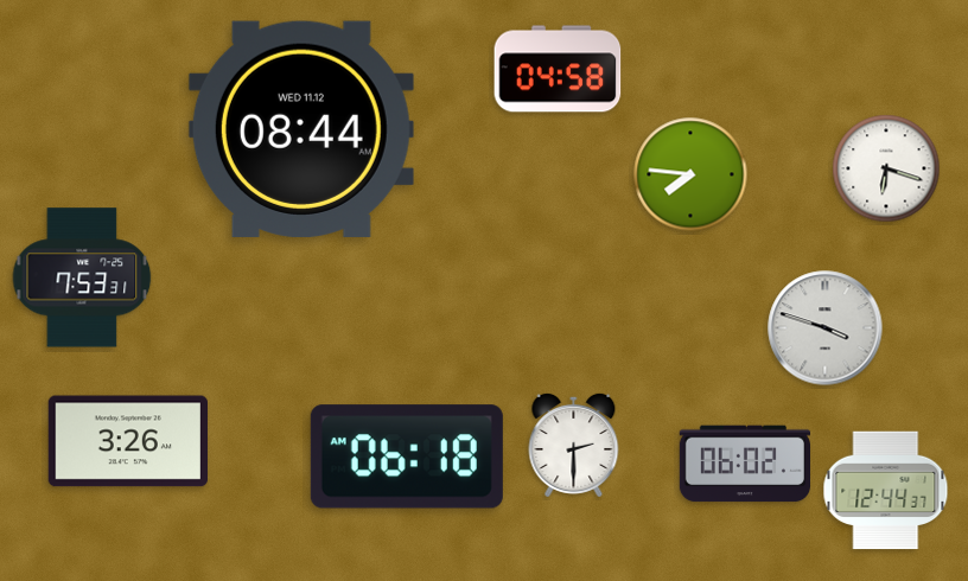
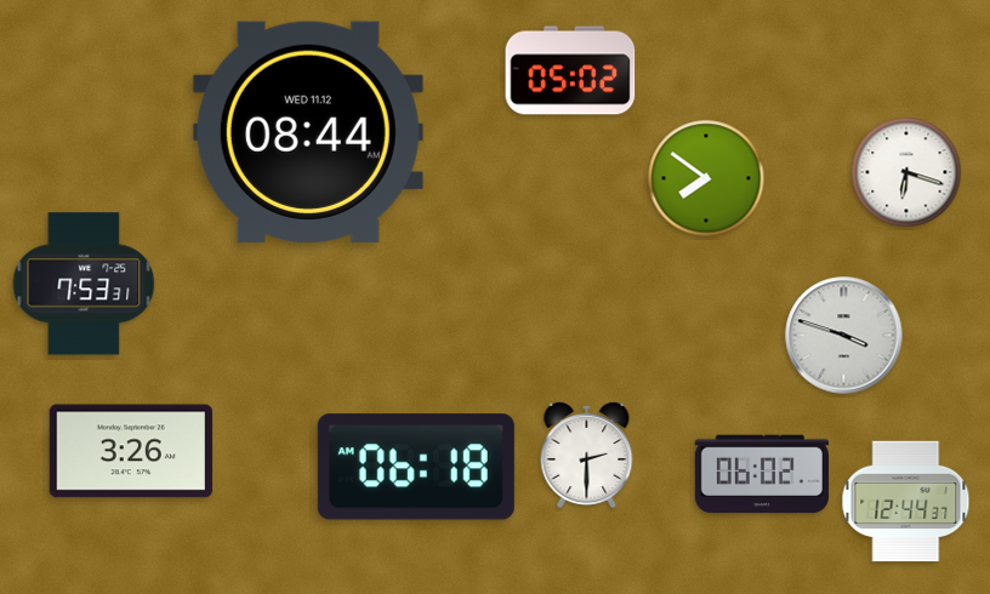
clock at (558, 69): 04:58 -> 05:02
clock at (690, 174): 7:46 -> 7:51
